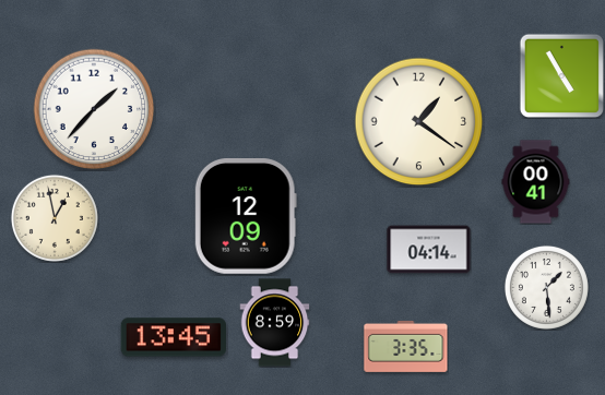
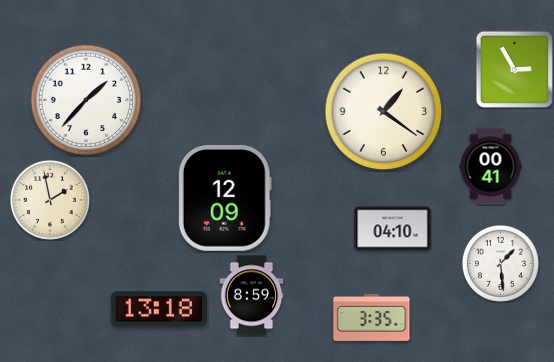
clock at (561, 75): 4:55 -> 2:55
clock at (55, 218): 12:58 -> 1:58
clock at (429, 250): 04:14 -> 04:10
clock at (174, 337): 13:45 -> 13:18
